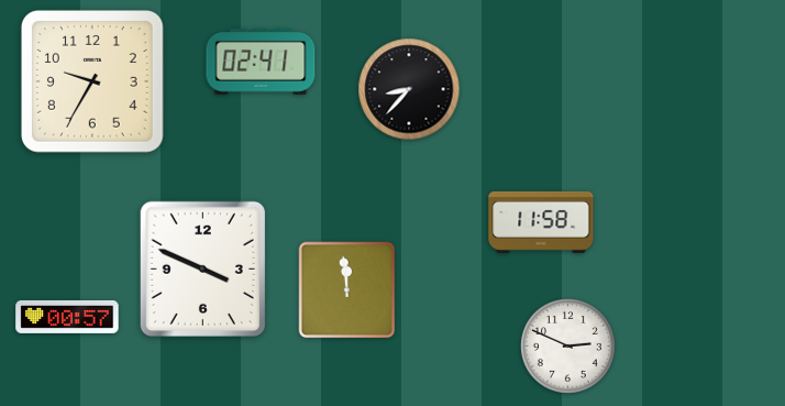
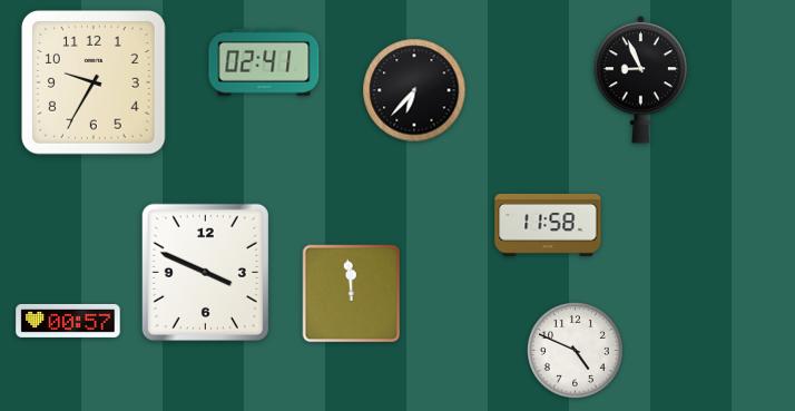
clock at (641, 80): none -> 8:56
clock at (409, 89): 8:37 -> 6:37
clock at (568, 347): 2:49 -> 4:49
